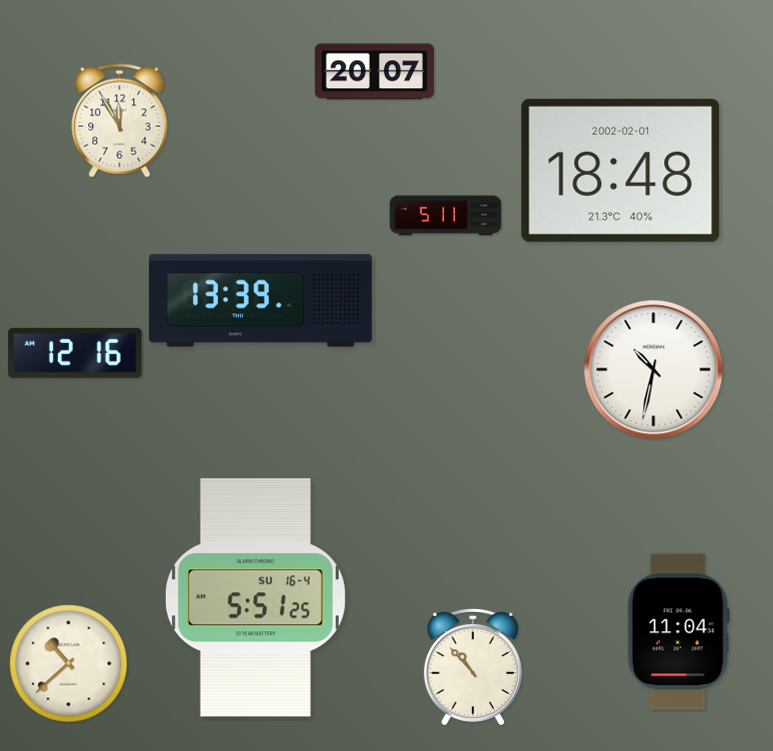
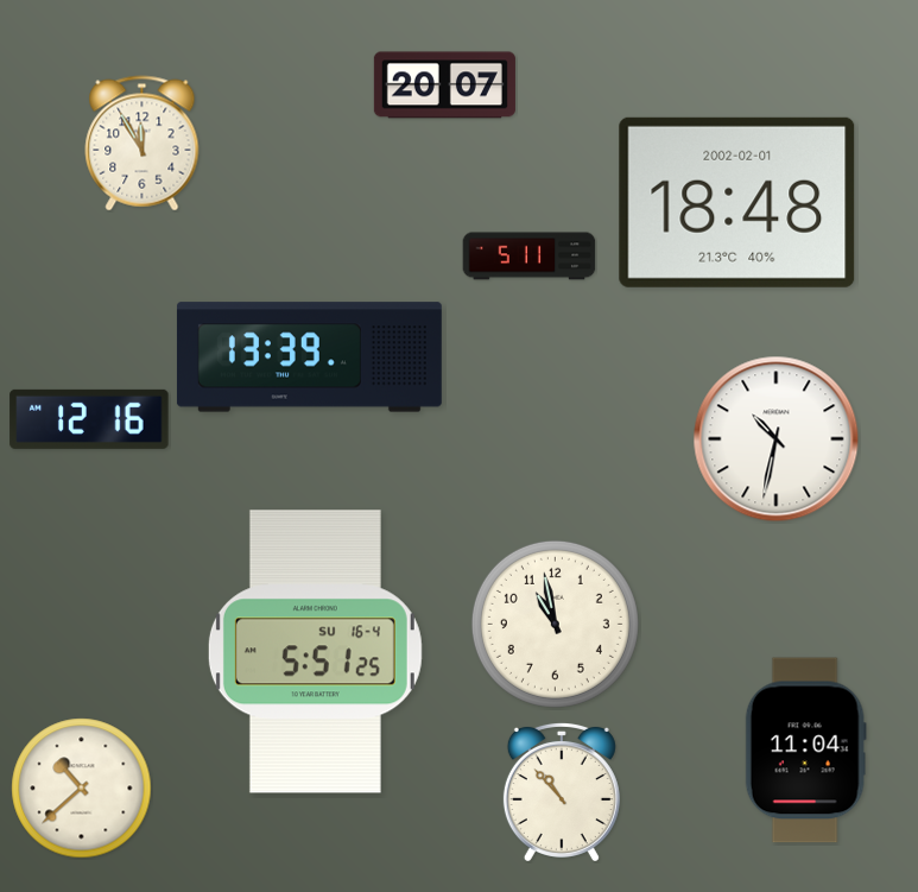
clock at (555, 624): none -> 10:58
clock at (255, 598) position: (255, 598) -> (315, 652)
